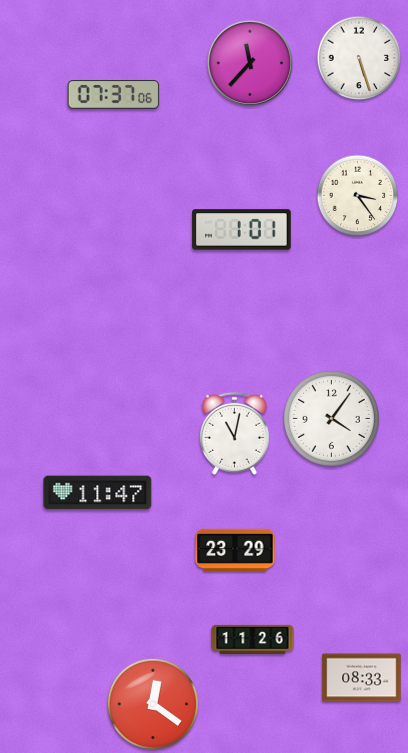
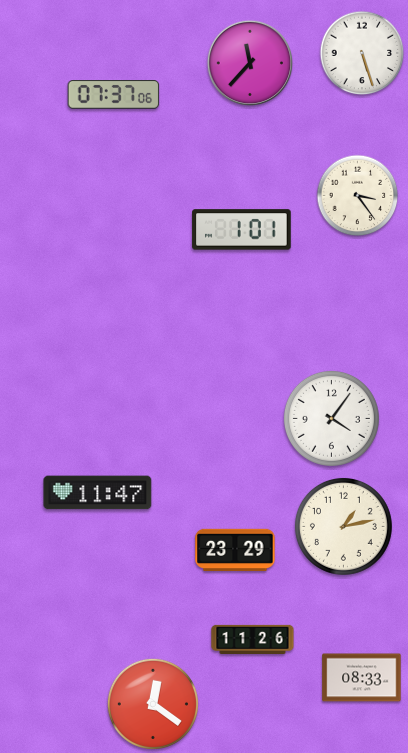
clock at (359, 58) position: (359, 58) -> (362, 53)
clock at (235, 433): 11:02 -> none
clock at (343, 526): none -> 1:13
